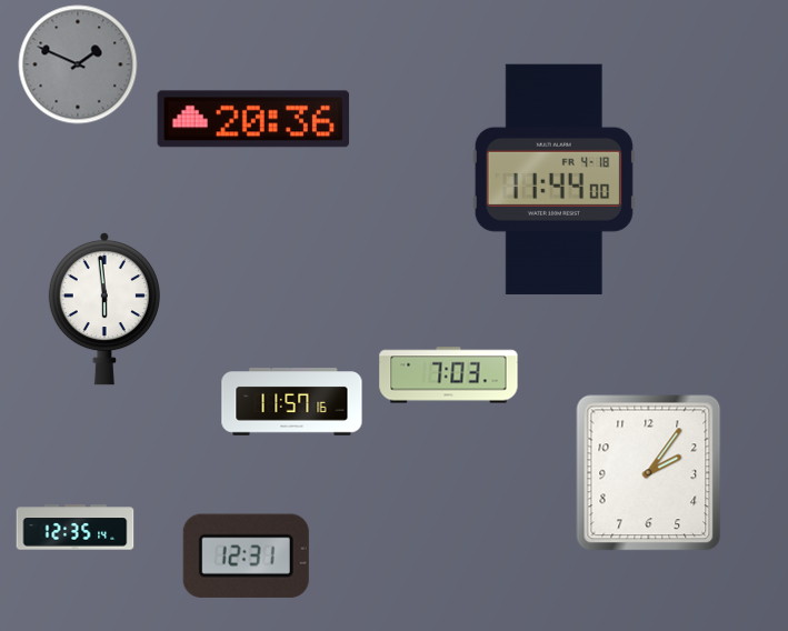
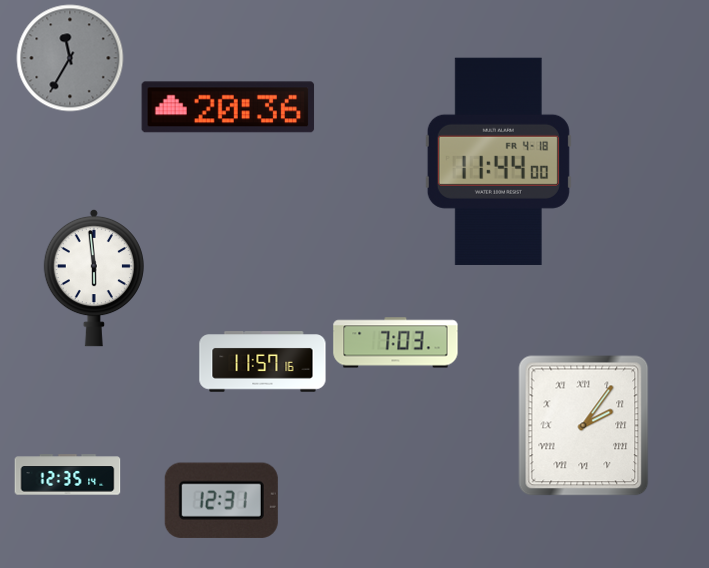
clock at (78, 64): 1:49 -> 11:35
clock at (449, 375) position: (449, 375) -> (396, 343)
clock at (649, 473) numerals: Arabic -> Roman
